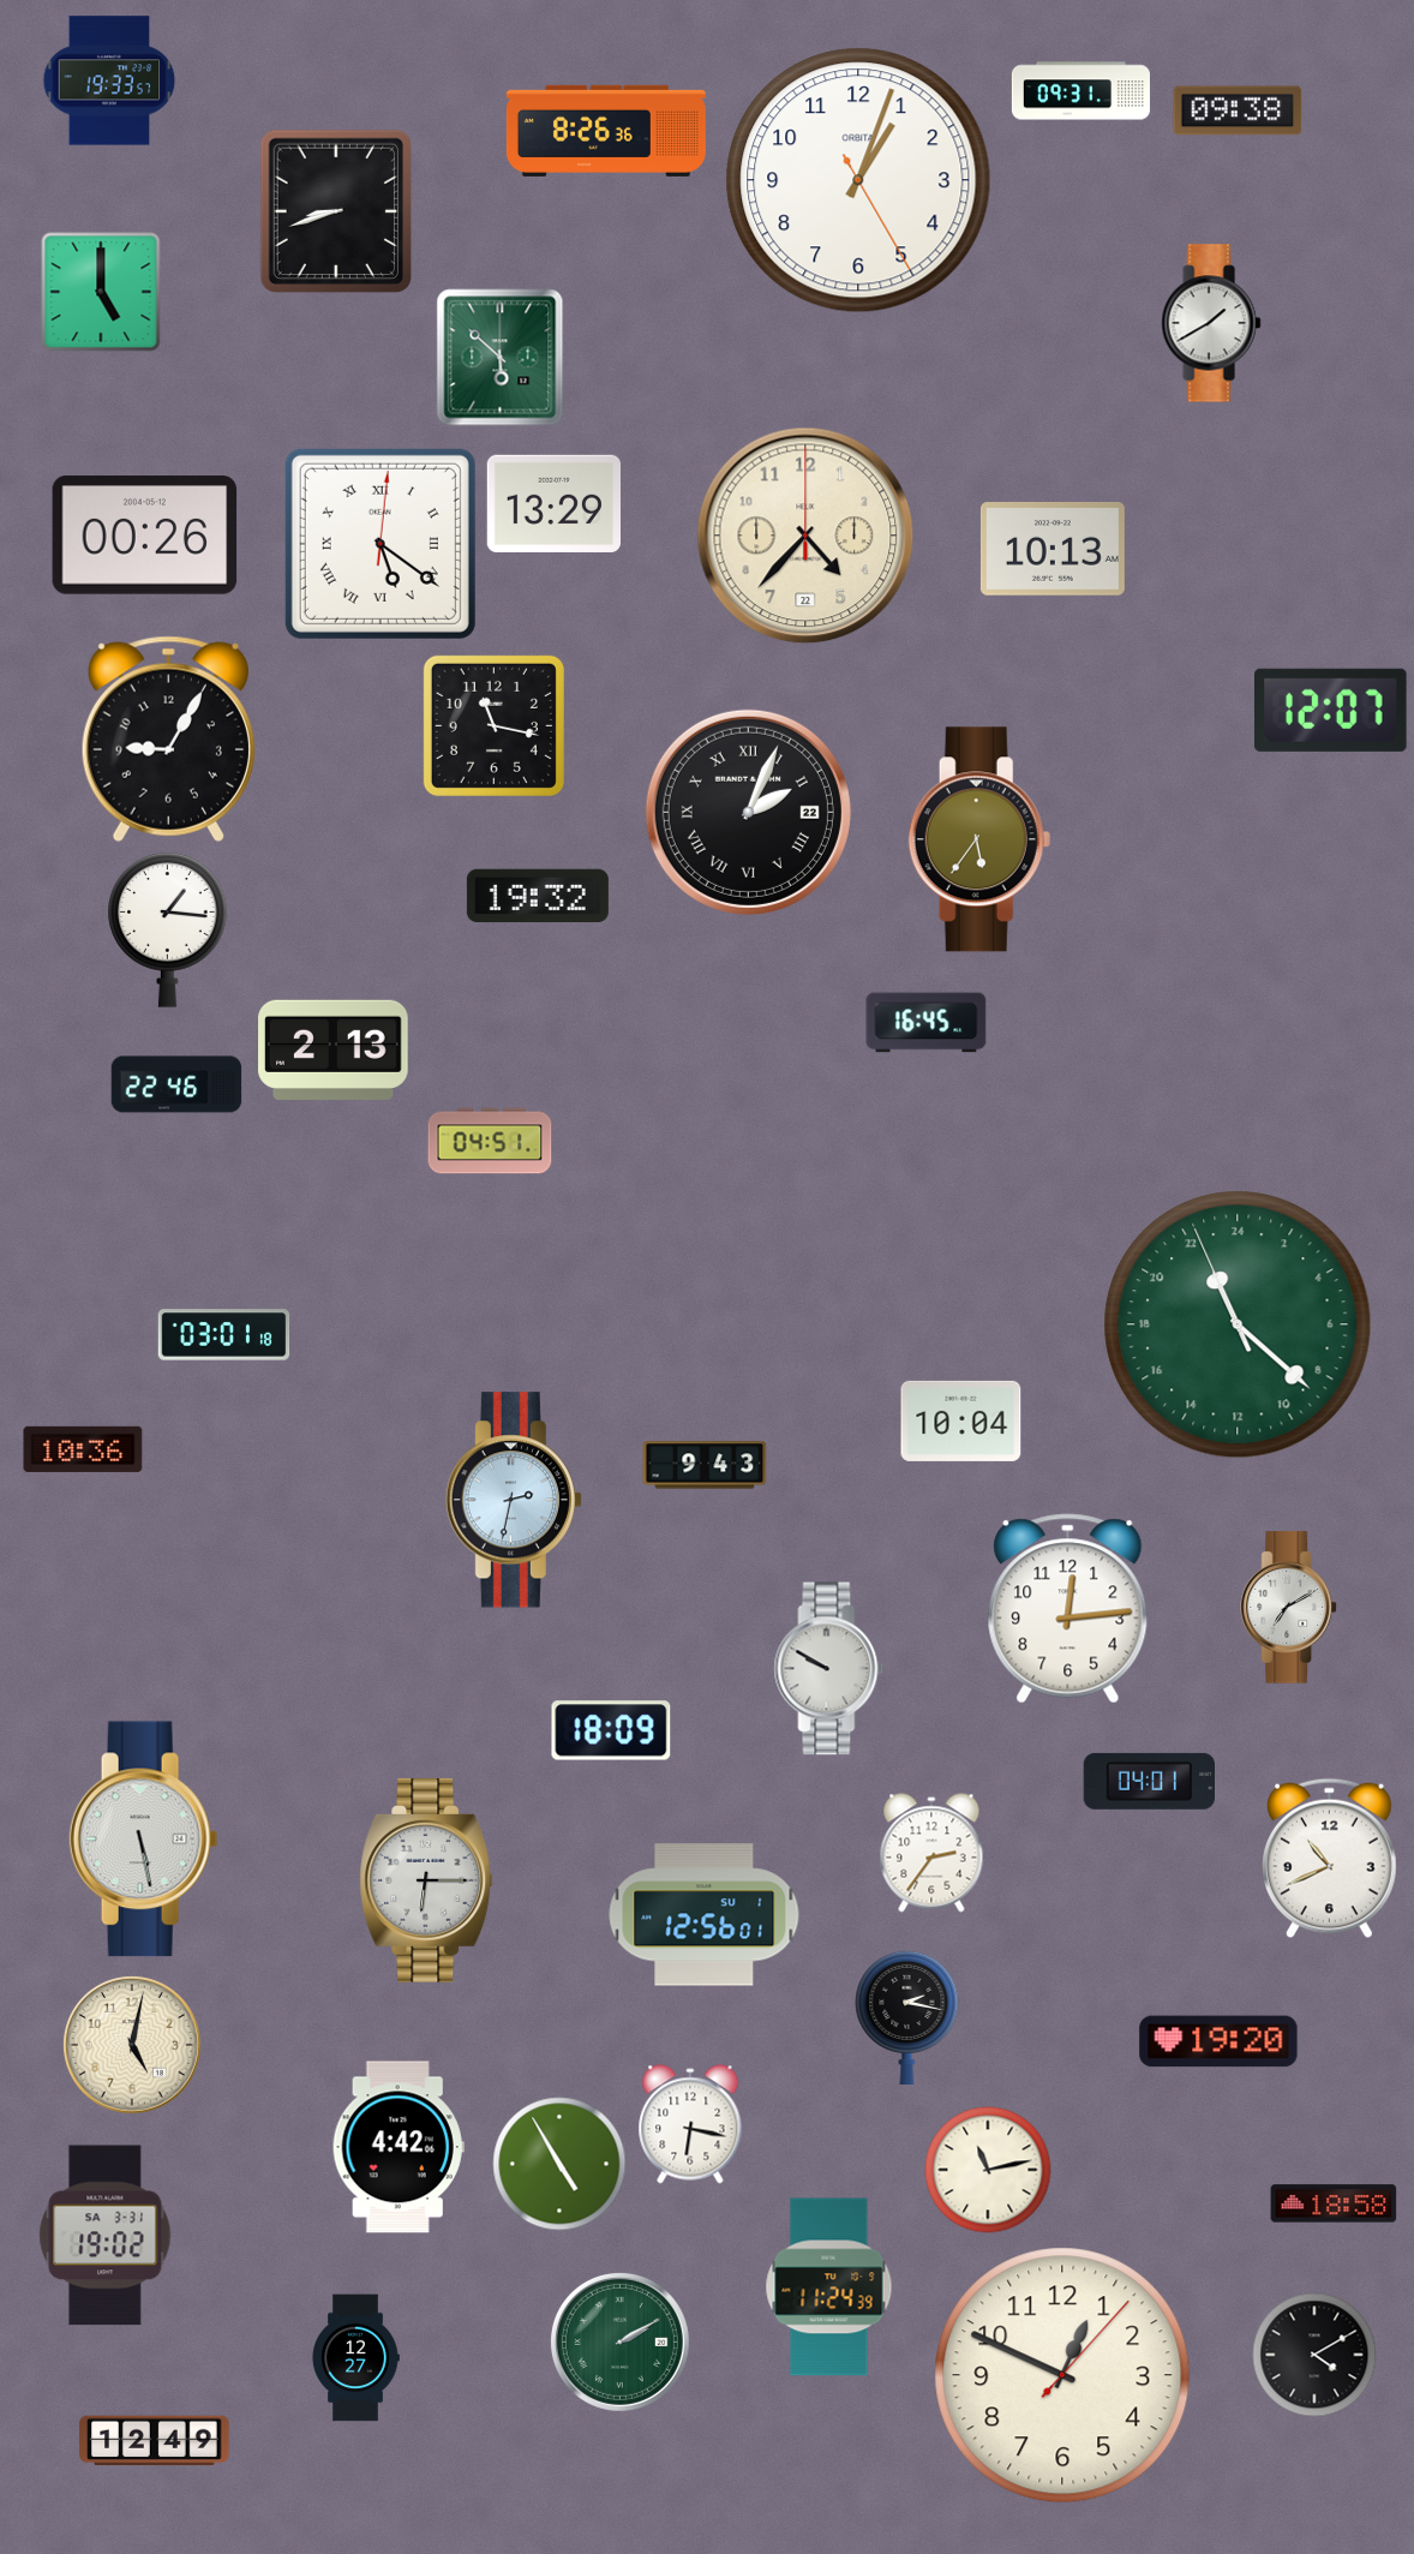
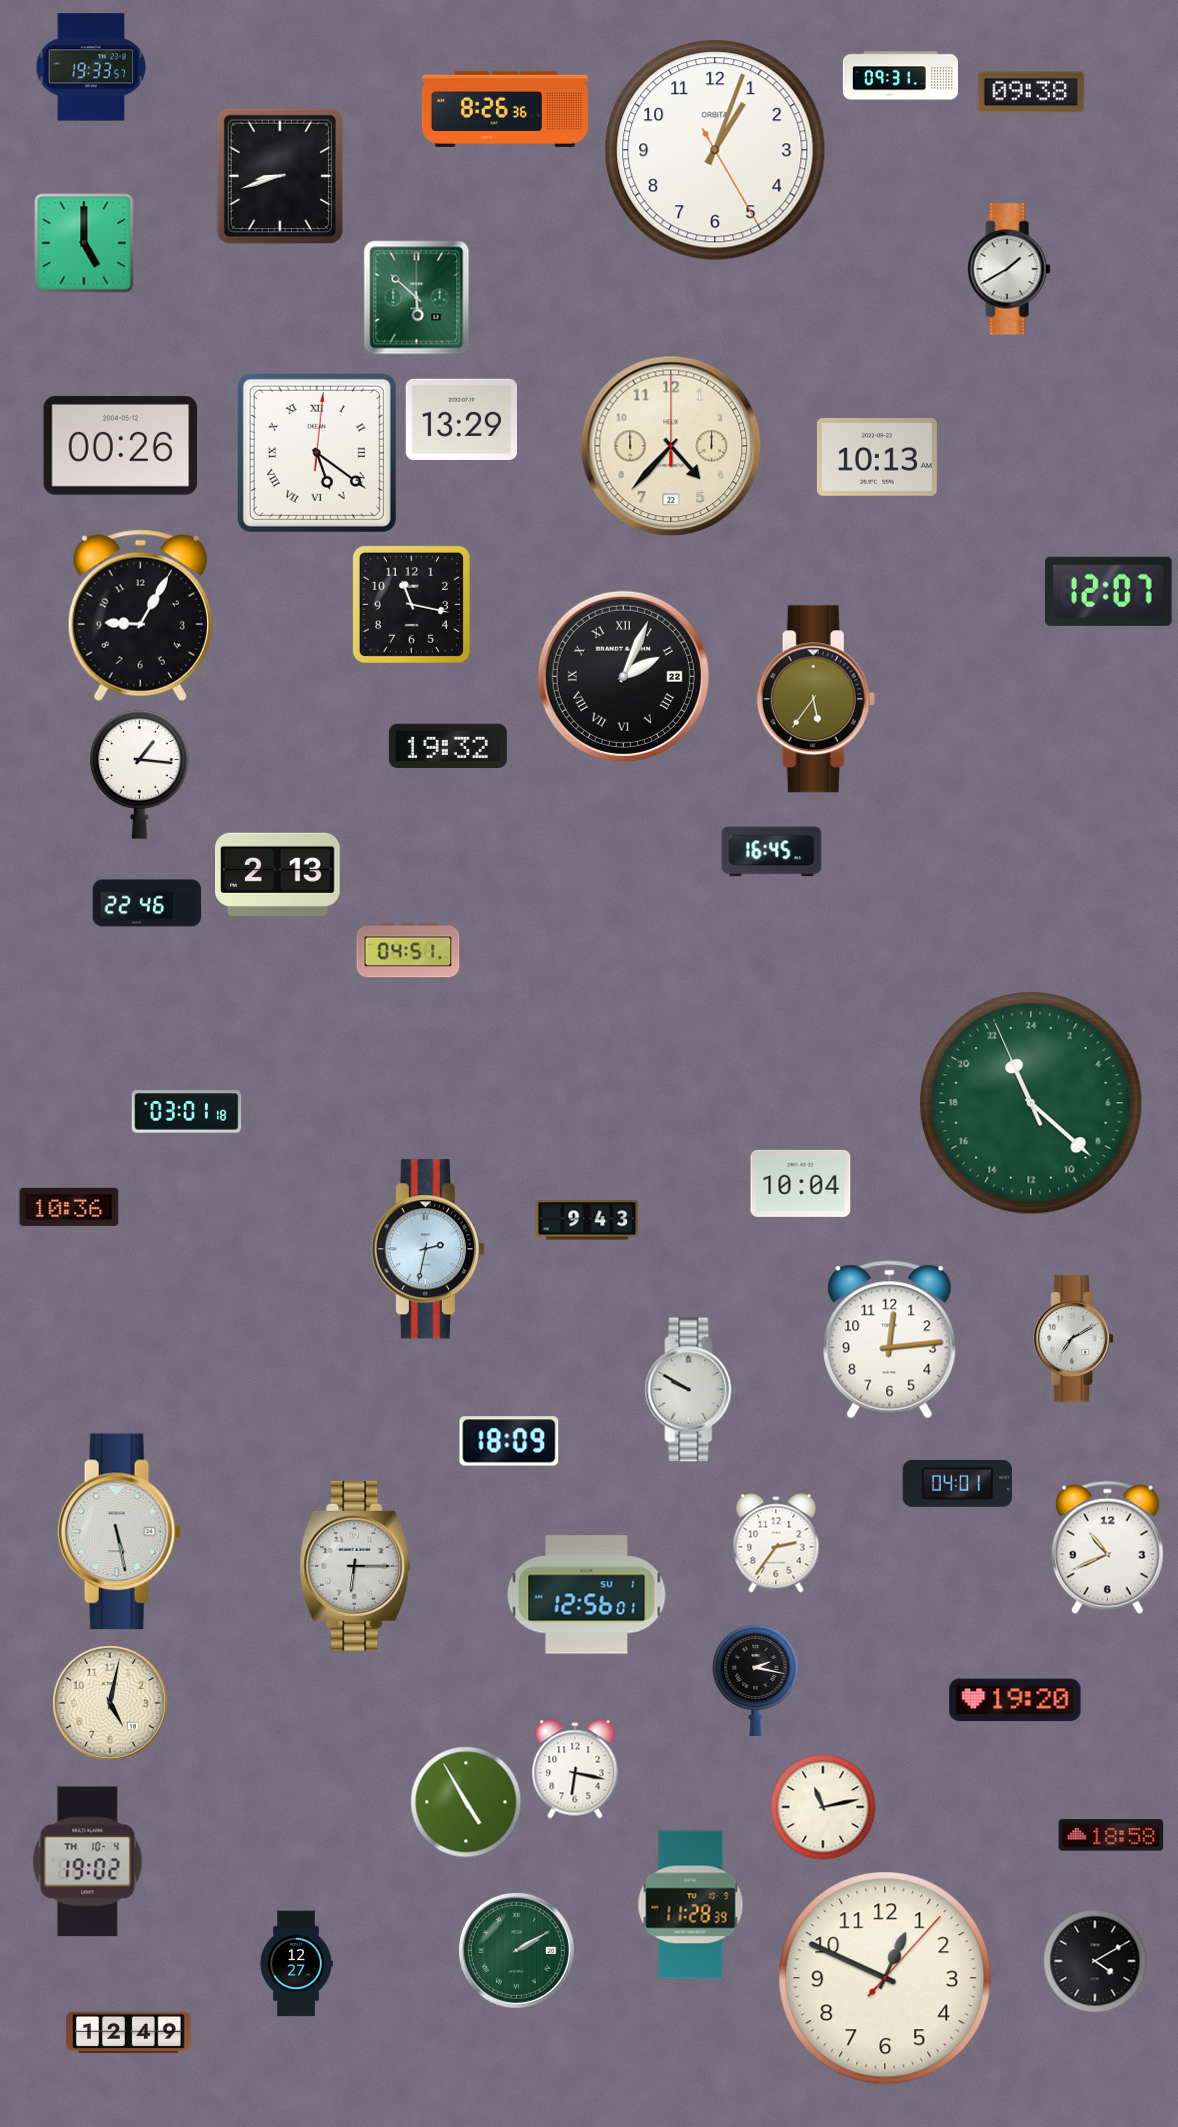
clock at (399, 2147): 4:42 -> none
clock at (106, 2236) date: SA 3-31 -> TH 10-4
clock at (829, 2287): 11:24 -> 11:28
